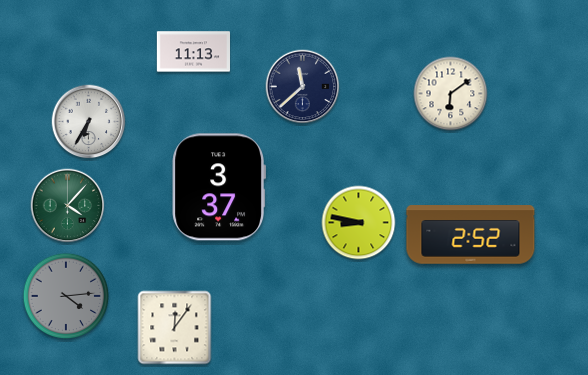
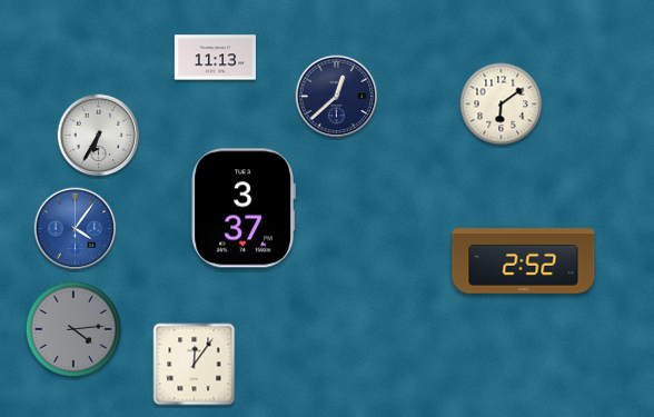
clock at (303, 87): 11:38 -> 12:38
clock at (68, 206): 4:07 -> 4:06
clock at (68, 206) dial: green -> blue
clock at (359, 223): 8:47 -> none
